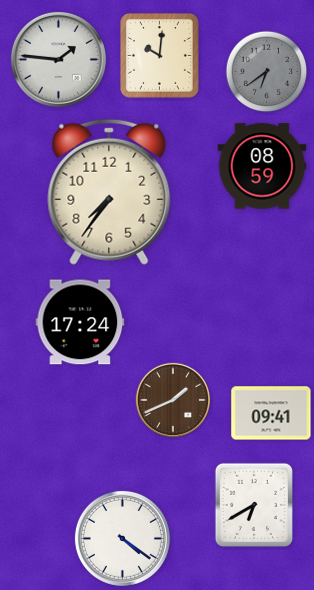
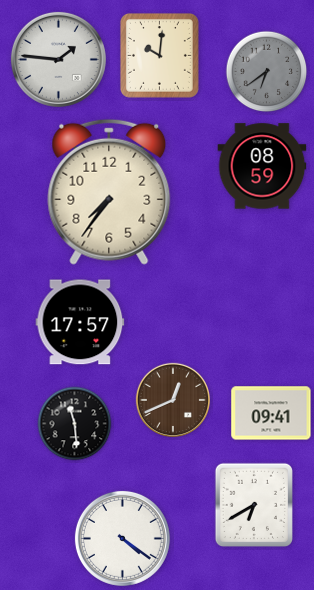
clock at (80, 322): 17:24 -> 17:57
clock at (172, 399): 1:41 -> 12:41
clock at (75, 424): none -> 11:29
